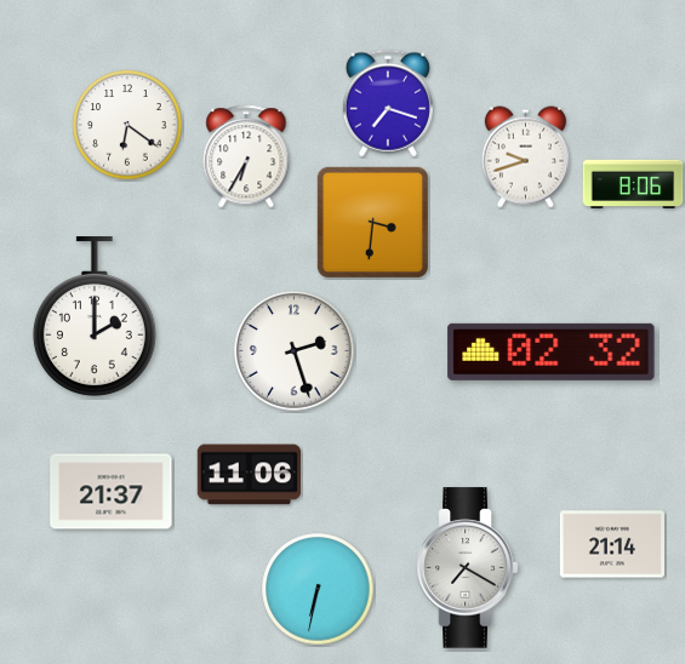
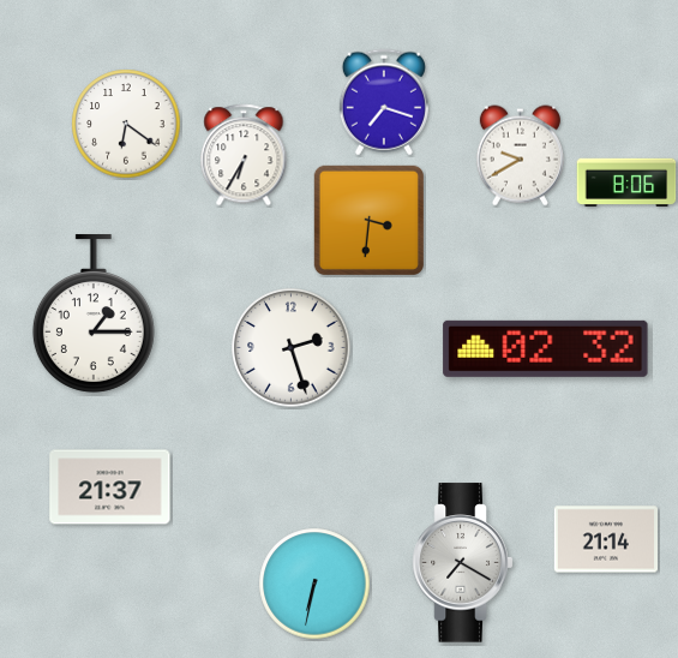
clock at (525, 158): 9:42 -> 9:40
clock at (95, 316): 2:00 -> 1:15
clock at (249, 475): 11:06 -> none
